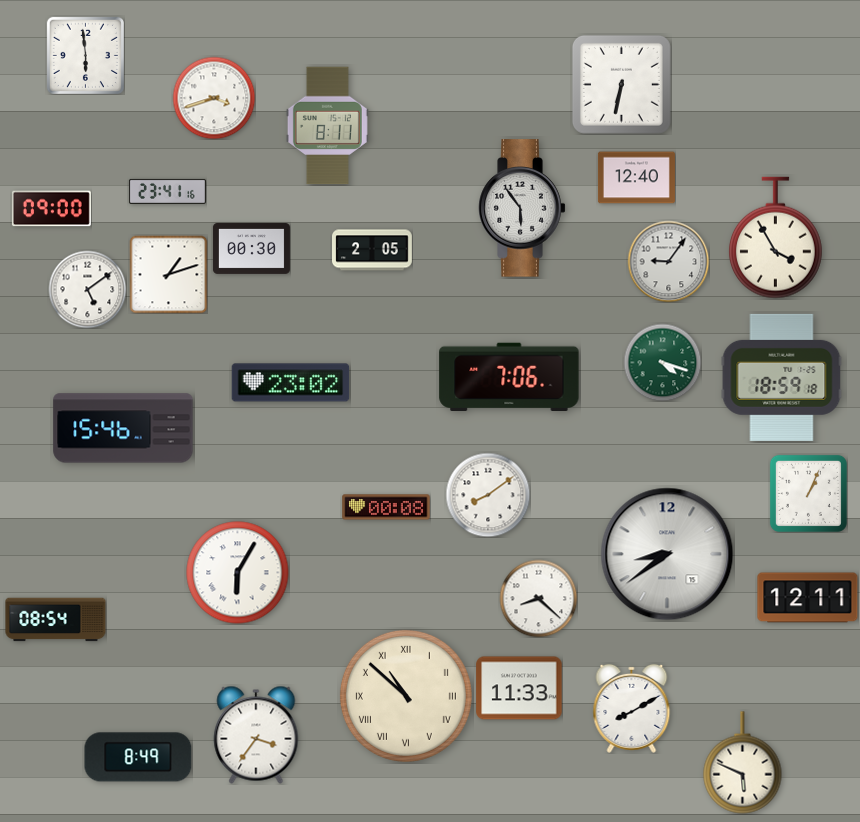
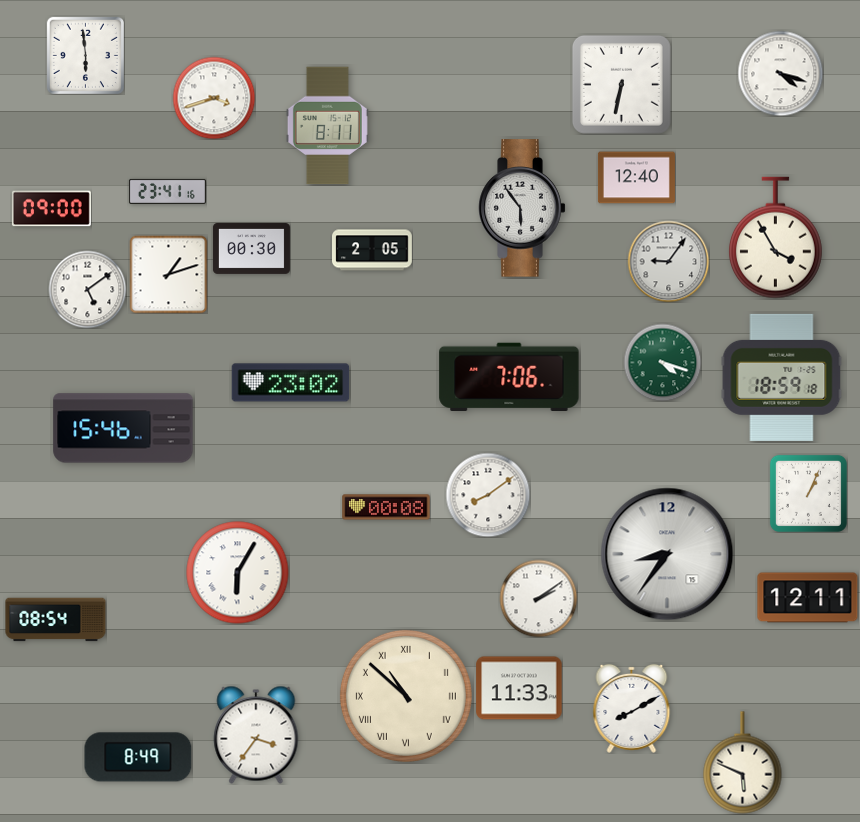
clock at (780, 73): none -> 4:18
clock at (667, 554): 8:39 -> 8:36
clock at (538, 598): 8:22 -> 2:09
